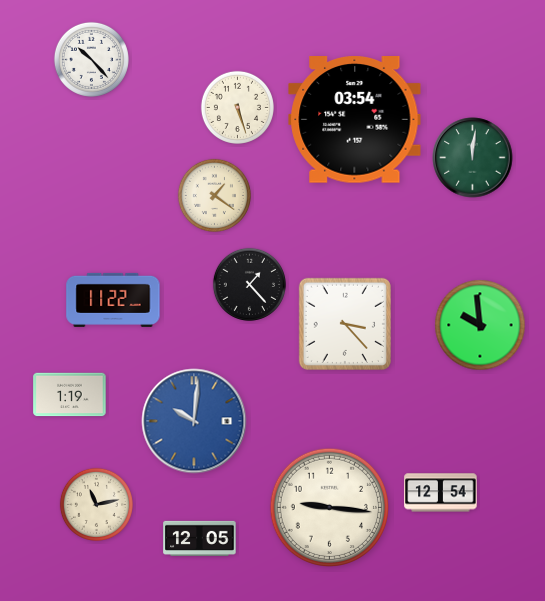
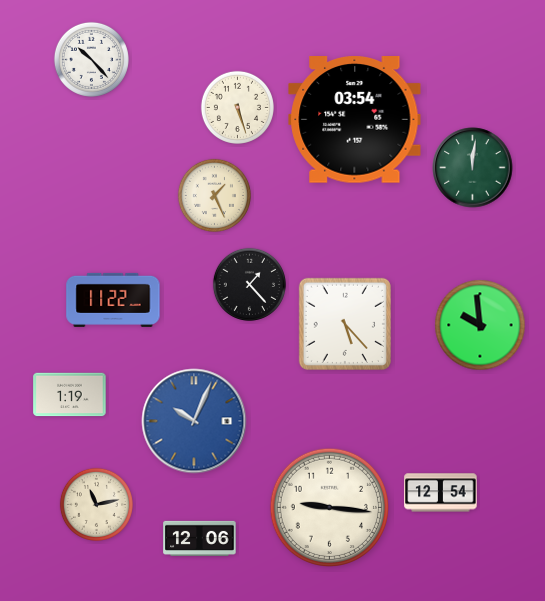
clock at (473, 158) position: (473, 158) -> (473, 168)
clock at (214, 195): 1:21 -> 1:26
clock at (345, 324): 3:23 -> 5:23
clock at (194, 421): 10:01 -> 10:04
clock at (200, 538): 12:05 -> 12:06
